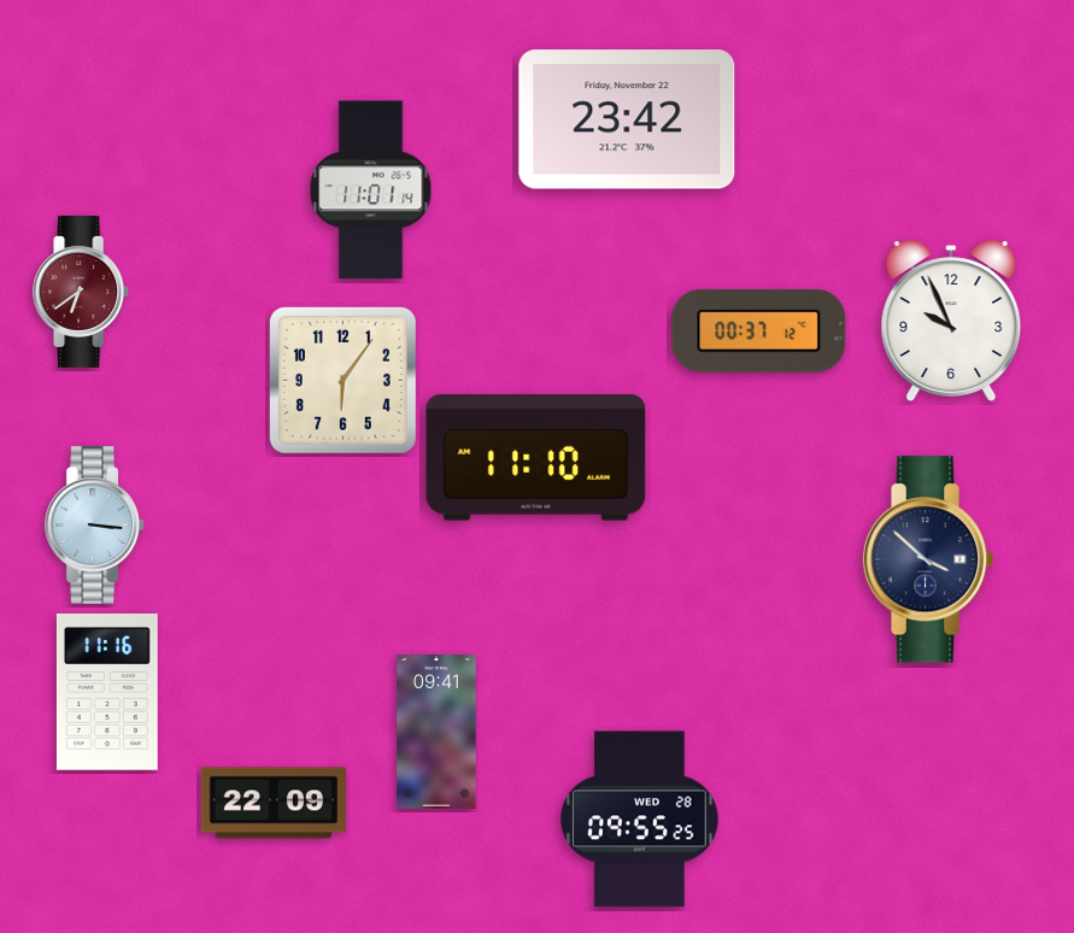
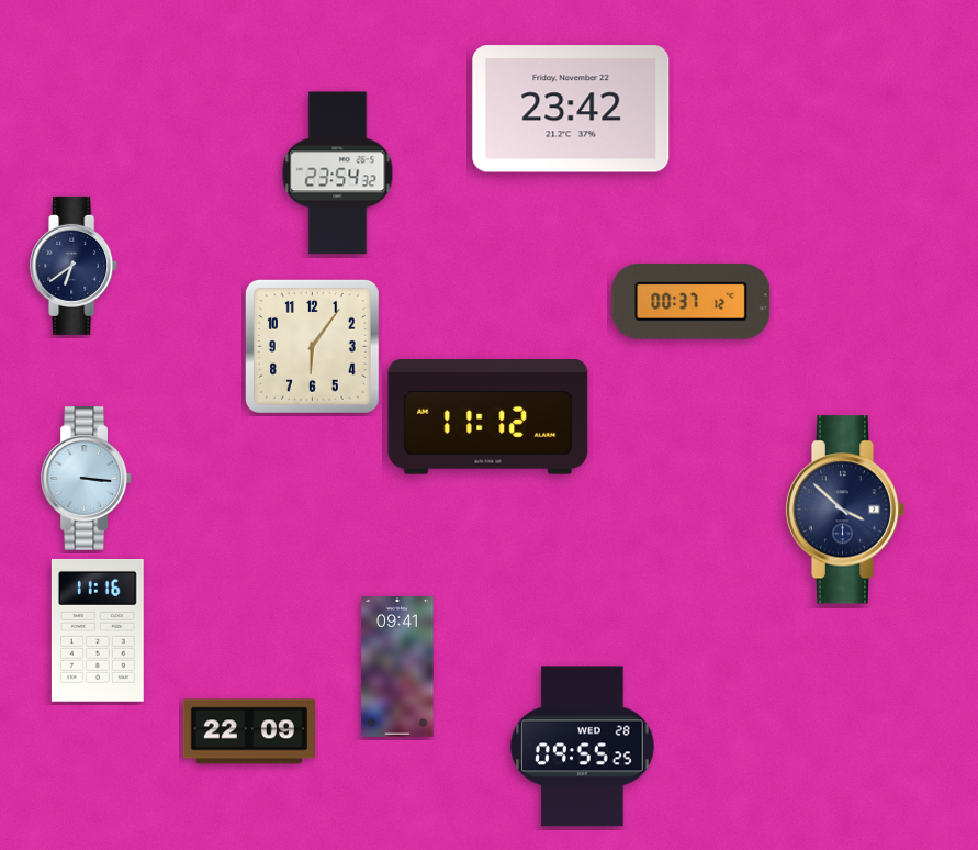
clock at (371, 190): 11:01 -> 23:54
clock at (82, 292) dial: burgundy -> navy
clock at (951, 321): 9:56 -> none
clock at (536, 458): 11:10 -> 11:12
